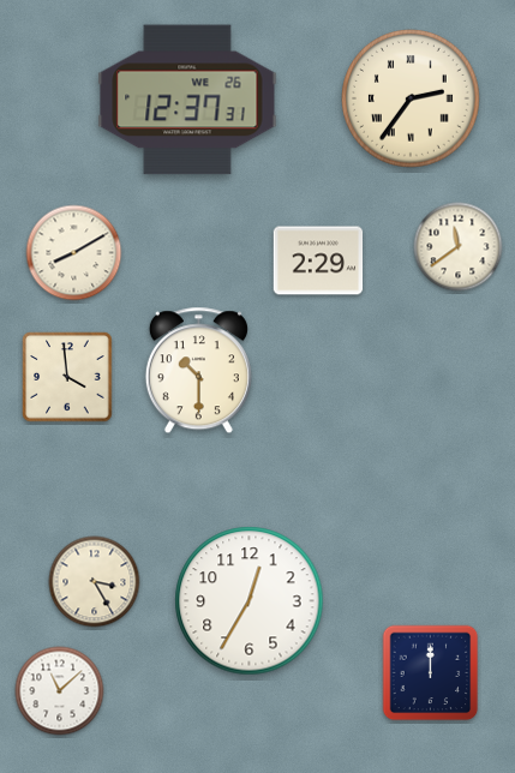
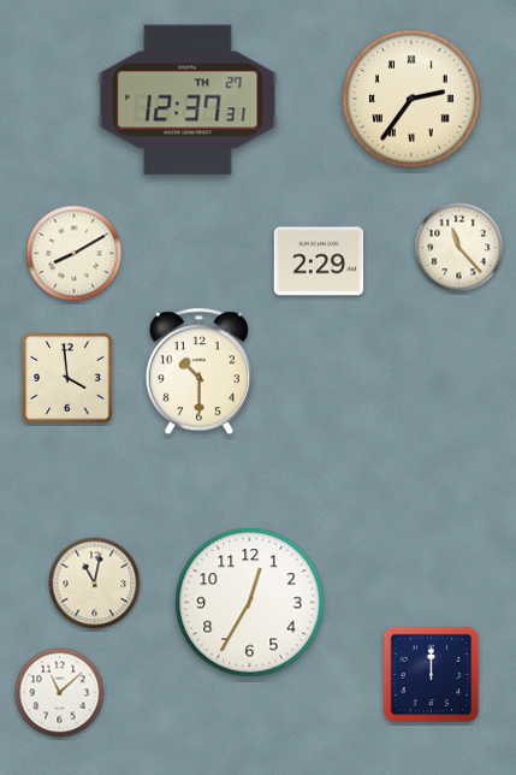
clock at (187, 100) date: WE 26 -> TH 27
clock at (459, 247): 11:39 -> 11:23
clock at (95, 582): 3:25 -> 11:02
